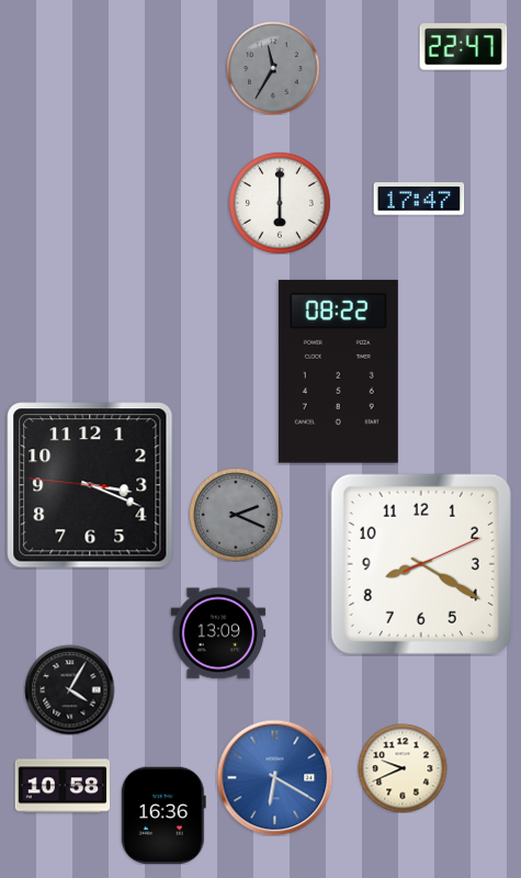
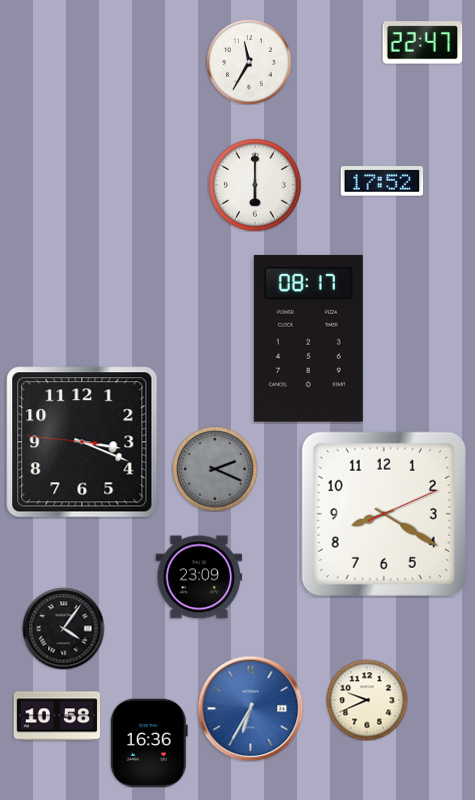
clock at (273, 68) dial: grey -> white
clock at (419, 199): 17:47 -> 17:52
clock at (338, 371): 08:22 -> 08:17
clock at (218, 633): 13:09 -> 23:09
clock at (69, 689): 4:05 -> 4:06
clock at (274, 777): 6:20 -> 6:35
